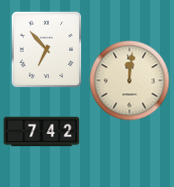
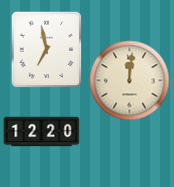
clock at (47, 49): 6:53 -> 6:58
clock at (42, 132): 7:42 -> 12:20
